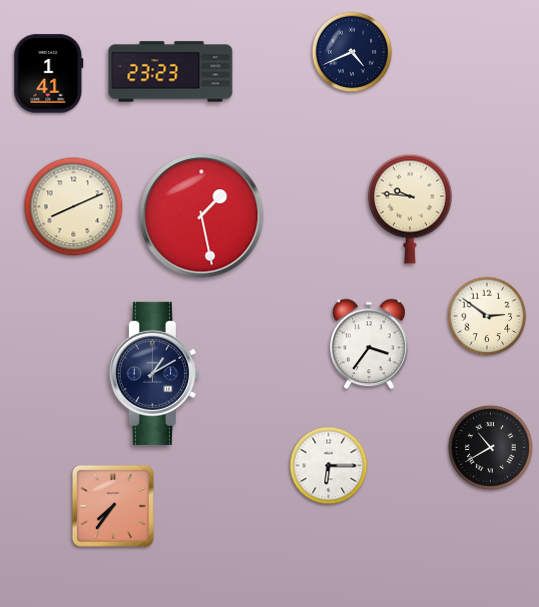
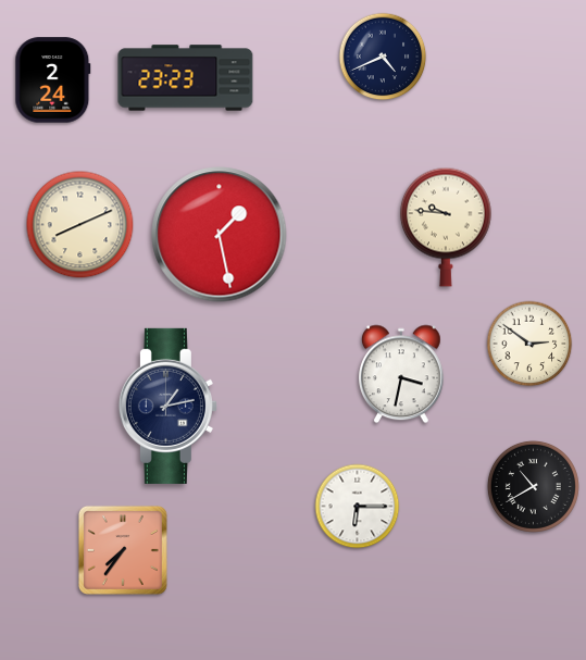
clock at (49, 74): 1:41 -> 2:24
clock at (370, 344): 3:36 -> 3:32
clock at (154, 373): 1:10 -> 1:13
